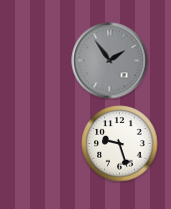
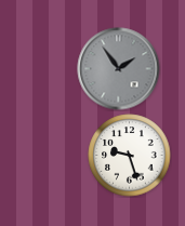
clock at (110, 61) position: (110, 61) -> (119, 69)
